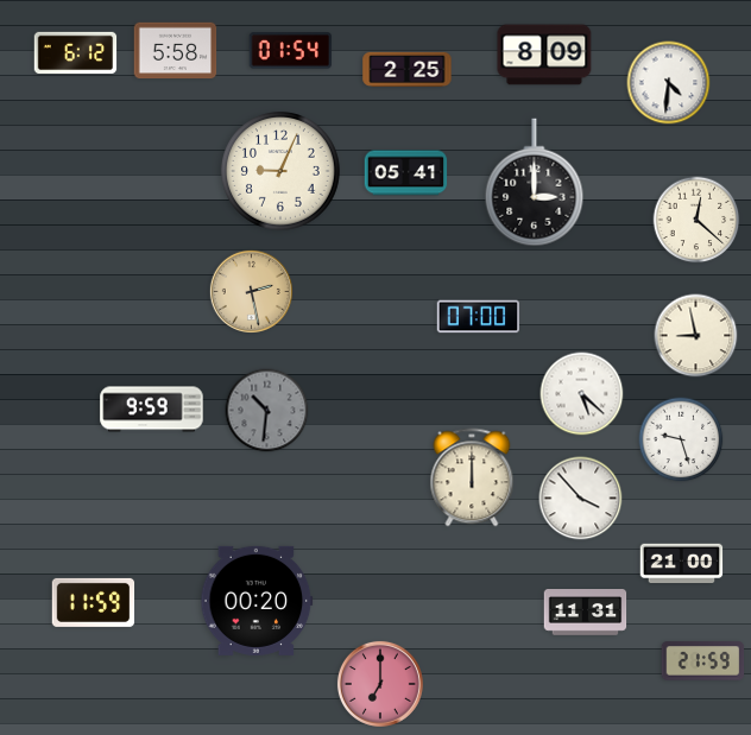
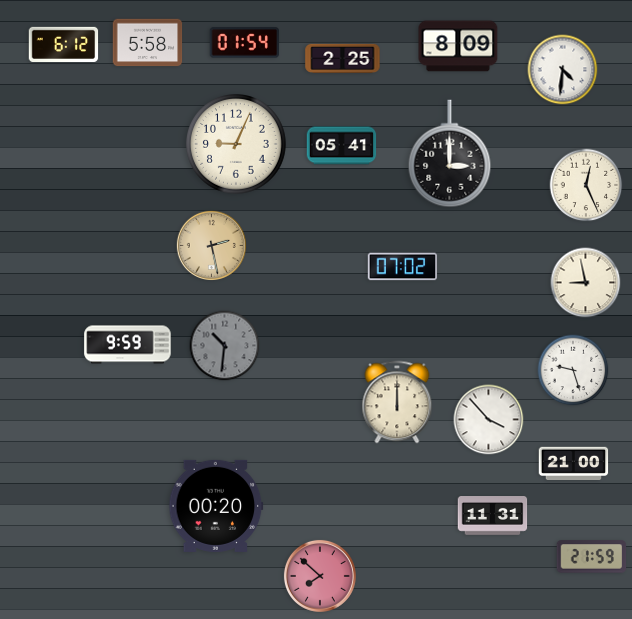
clock at (696, 220): 12:22 -> 12:26
clock at (479, 317): 07:00 -> 07:02
clock at (582, 394): 5:22 -> none
clock at (682, 564) position: (682, 564) -> (574, 464)
clock at (94, 602): 11:59 -> none
clock at (380, 684): 7:00 -> 7:52
